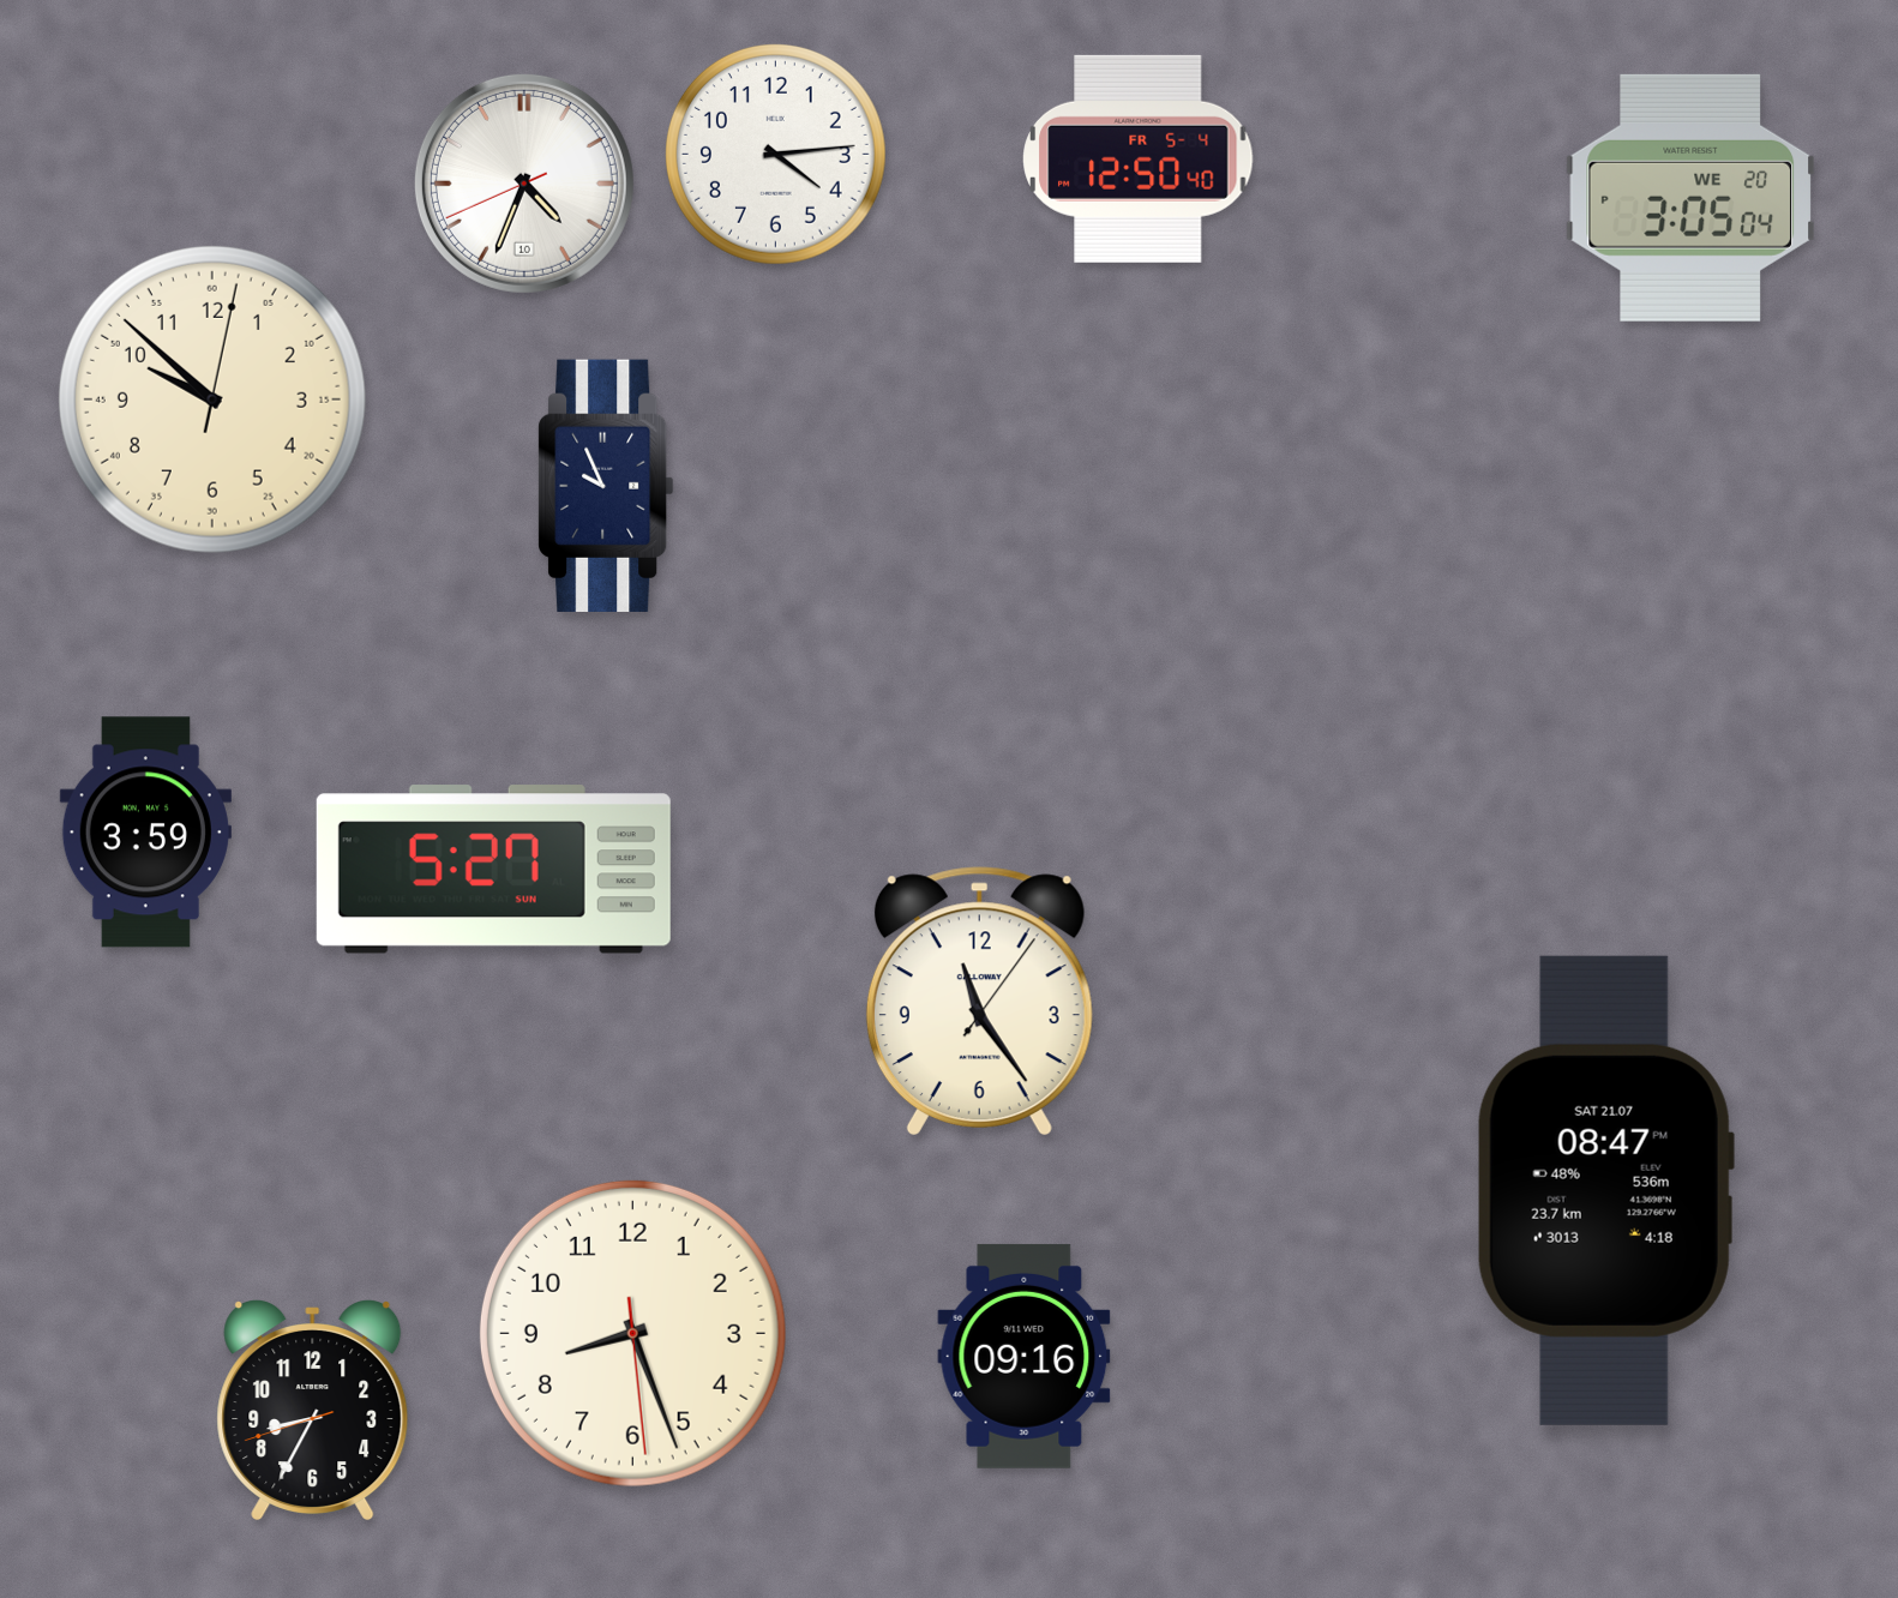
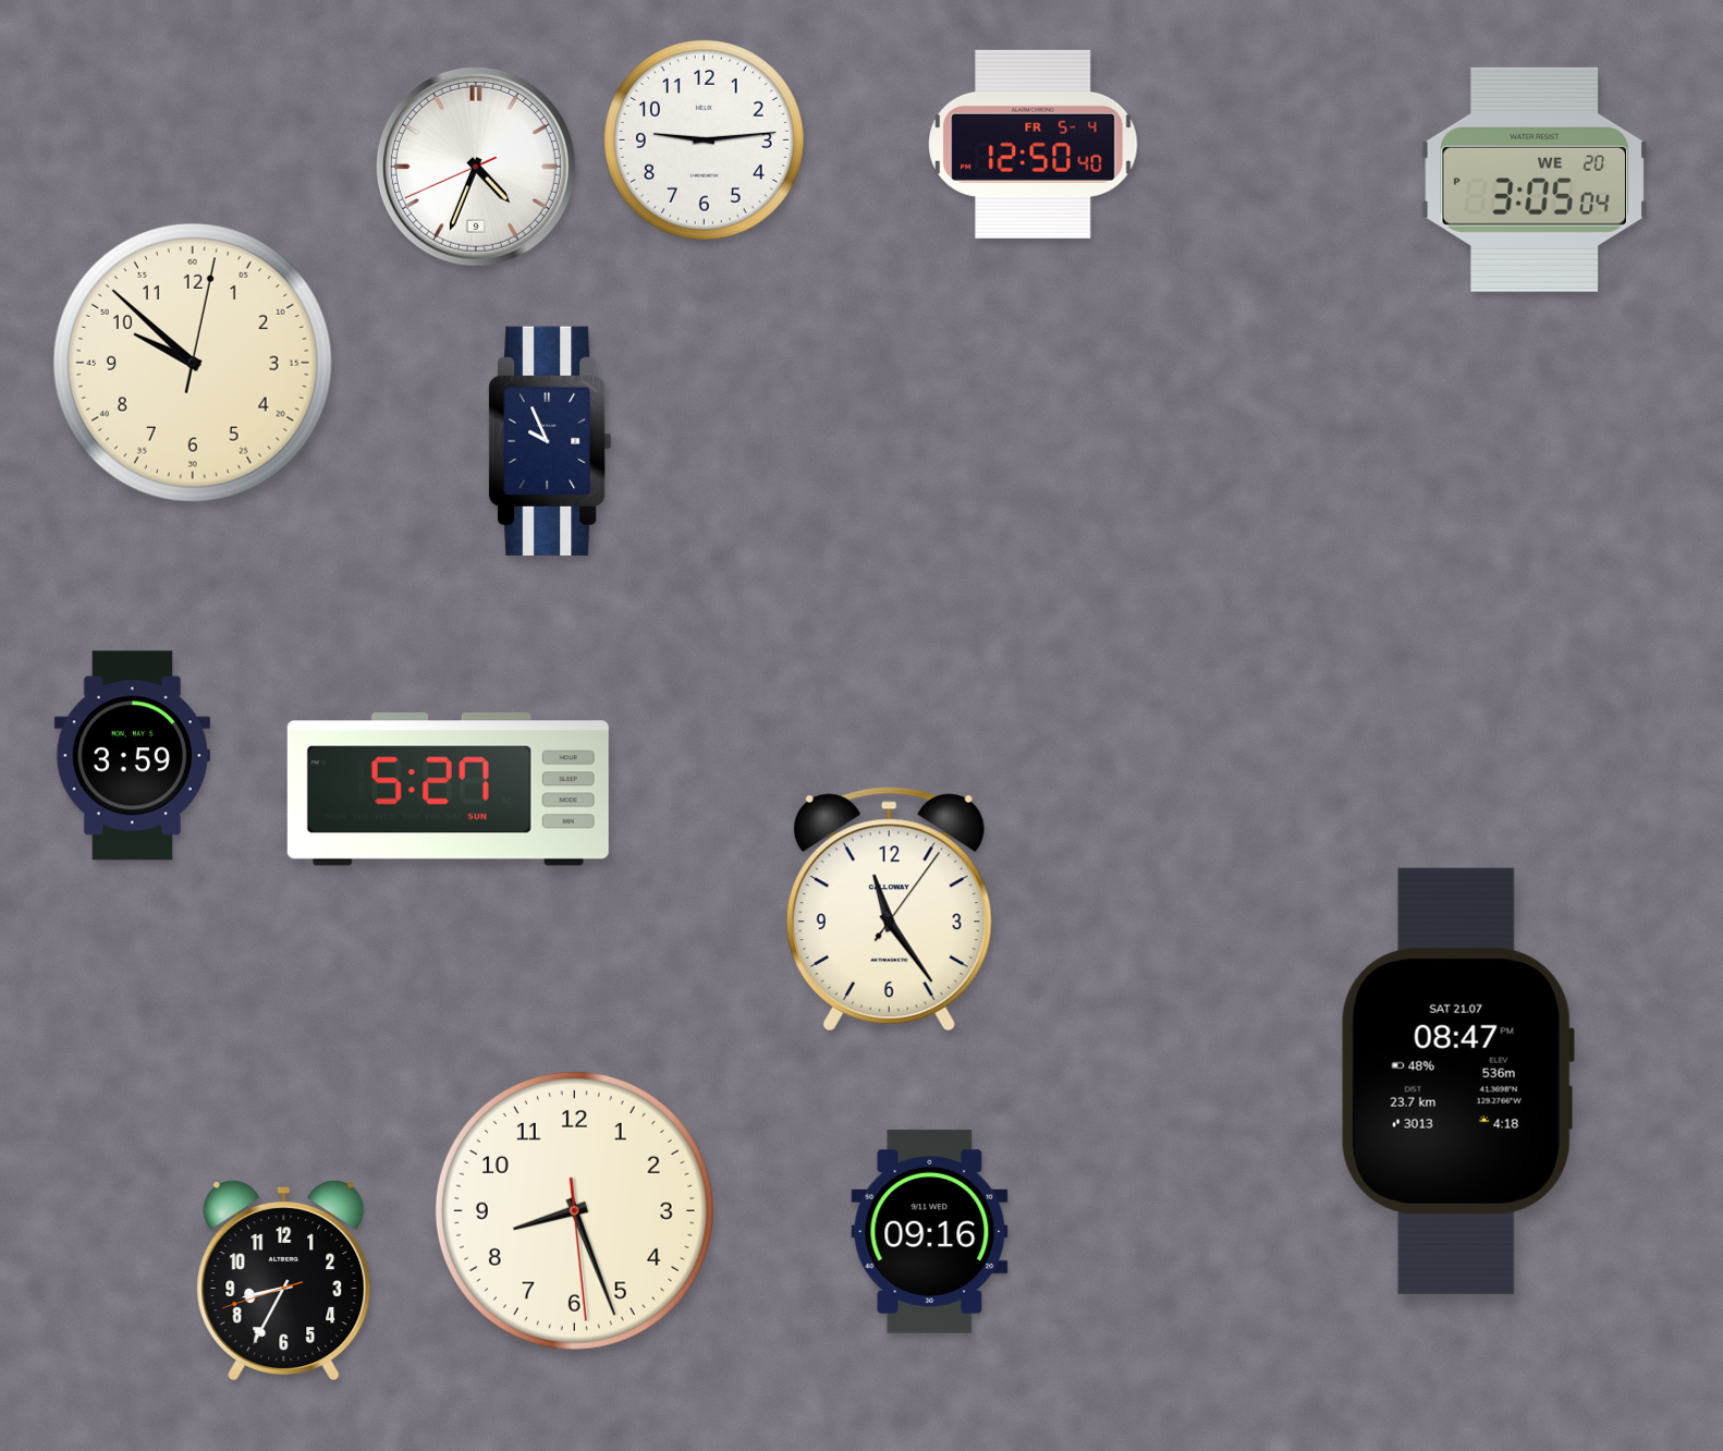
clock at (775, 154): 4:14 -> 9:14
clock at (524, 184) date: 10 -> 9
